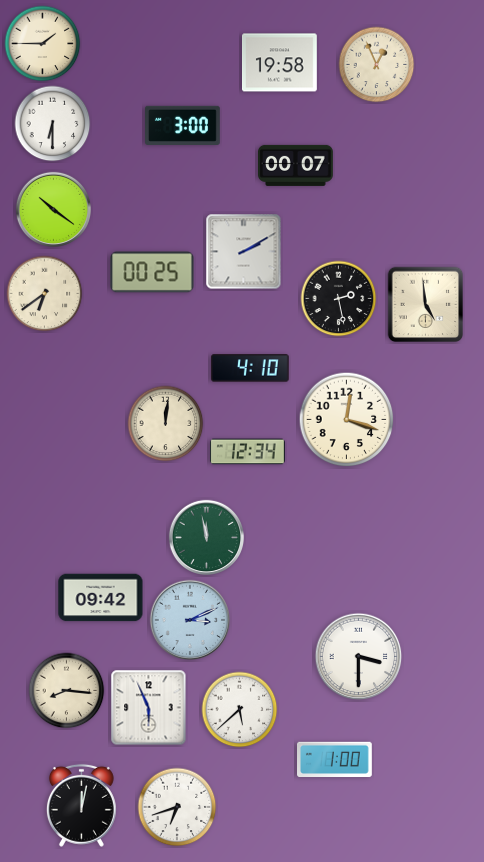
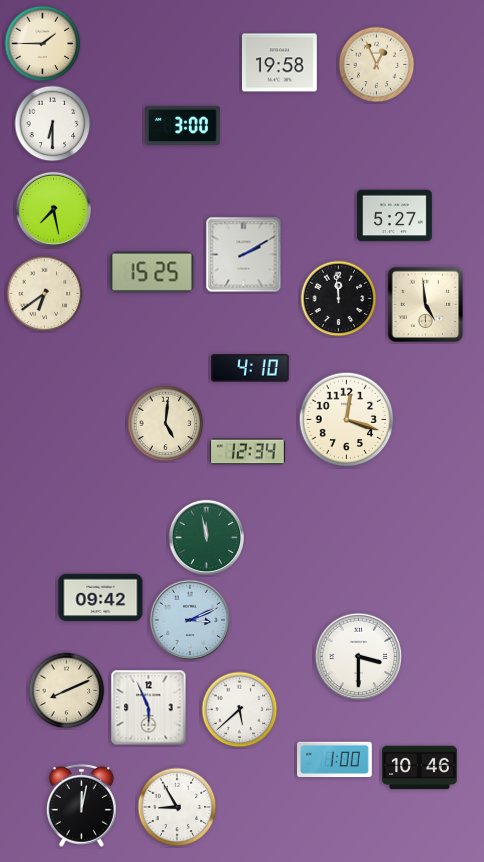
clock at (296, 165): 00:07 -> none
clock at (53, 209): 10:21 -> 7:28
clock at (395, 216): none -> 5:27
clock at (244, 252) position: (244, 252) -> (244, 255)
clock at (152, 272): 00:25 -> 15:25
clock at (339, 299): 2:28 -> 11:59
clock at (166, 424): 12:01 -> 5:01
clock at (67, 691): 8:16 -> 8:11
clock at (420, 768): none -> 10:46
clock at (177, 807): 6:42 -> 8:55
